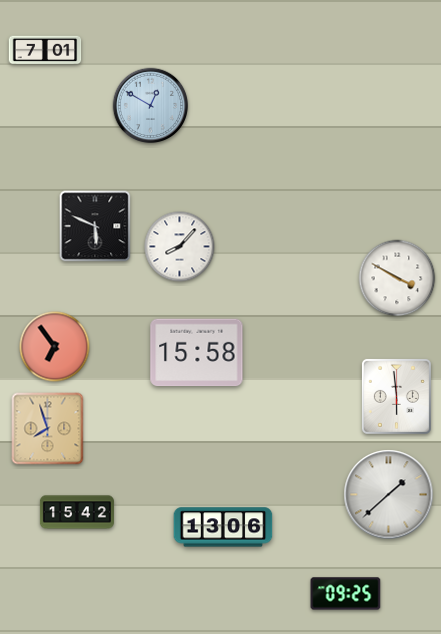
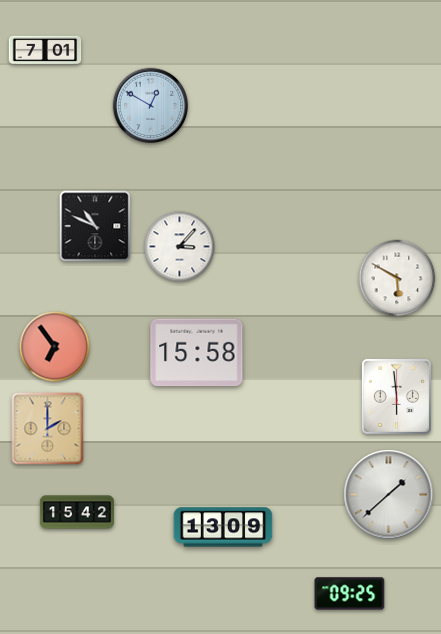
clock at (95, 226): 5:49 -> 10:49
clock at (180, 247): 8:07 -> 3:07
clock at (397, 278): 3:50 -> 5:50
clock at (48, 429): 7:57 -> 2:00
clock at (223, 527): 13:06 -> 13:09
clock at (346, 594) position: (346, 594) -> (350, 594)
